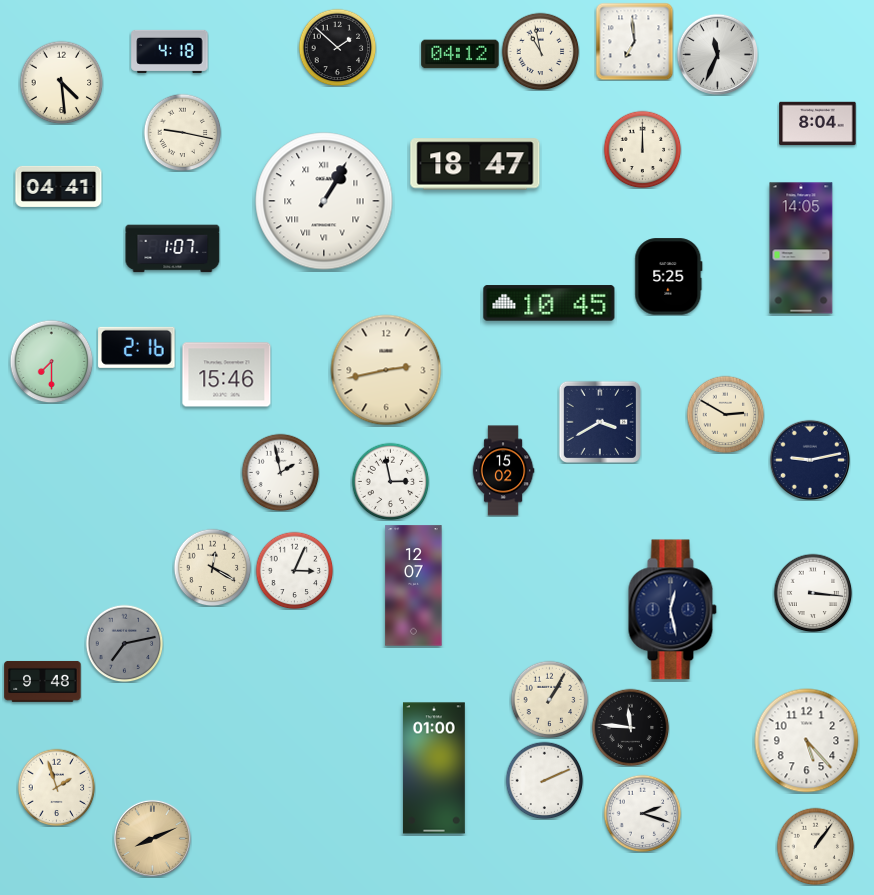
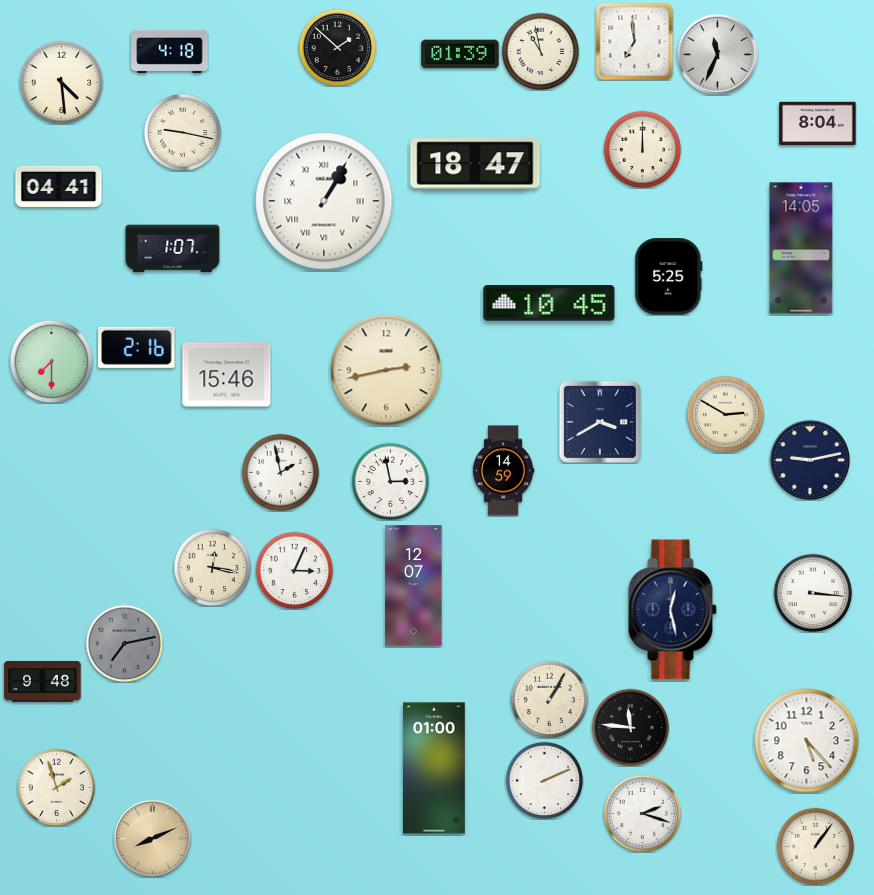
clock at (460, 54): 04:12 -> 01:39
clock at (503, 471): 15:02 -> 14:59
clock at (212, 567): 12:20 -> 12:17
